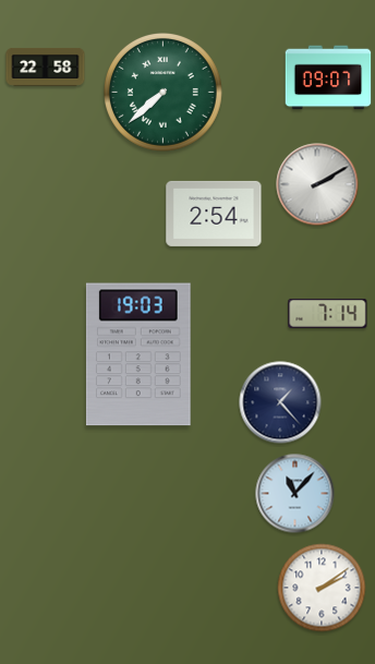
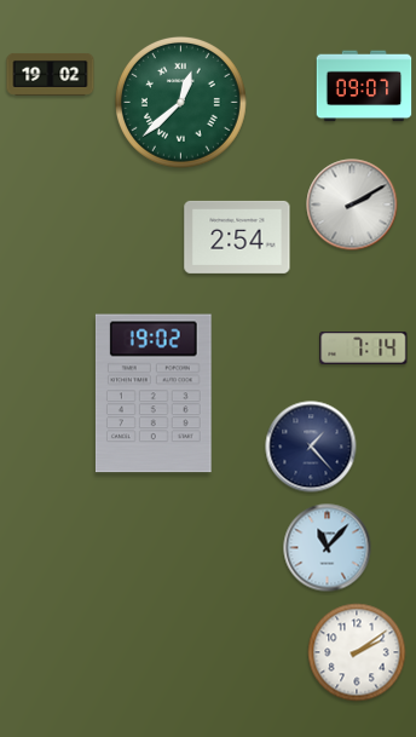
clock at (46, 67): 22:58 -> 19:02
clock at (162, 92): 7:38 -> 12:38
clock at (138, 354): 19:03 -> 19:02
